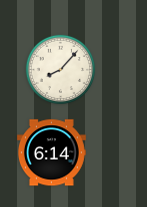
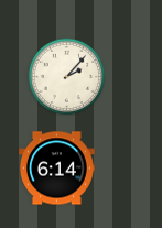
clock at (61, 70): 8:07 -> 2:07
